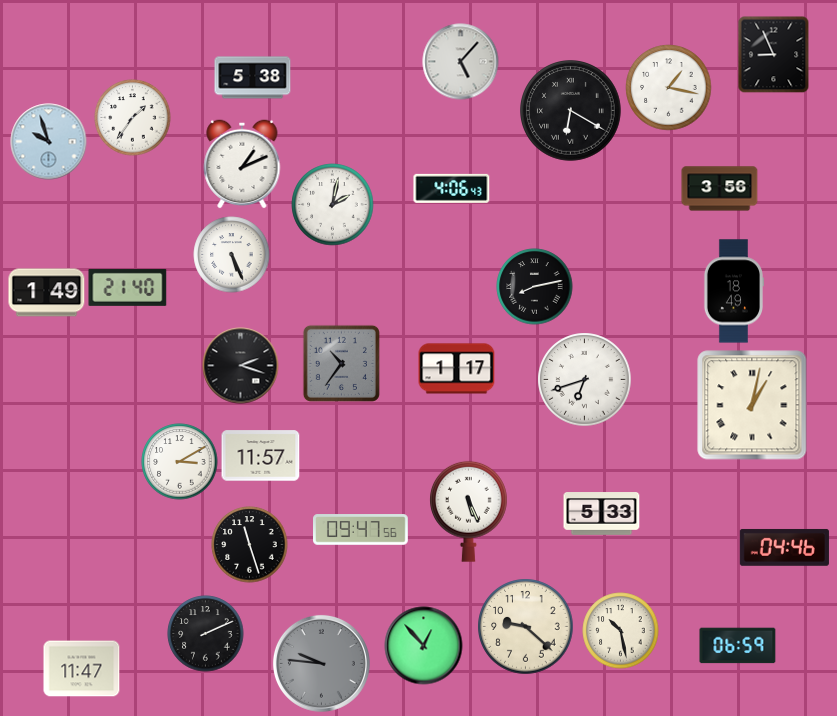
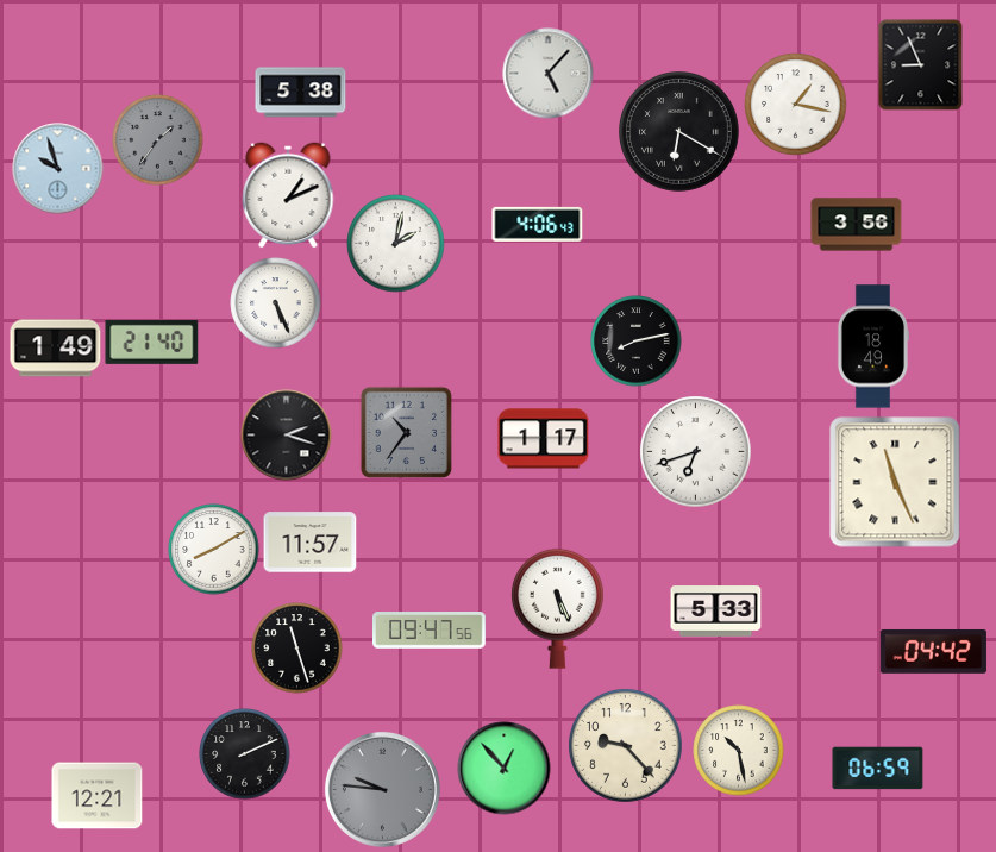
clock at (133, 118) dial: white -> grey
clock at (752, 405): 1:02 -> 11:26
clock at (180, 462): 3:10 -> 8:10
clock at (784, 547): 04:46 -> 04:42
clock at (526, 627): 9:22 -> 9:23
clock at (82, 669): 11:47 -> 12:21
